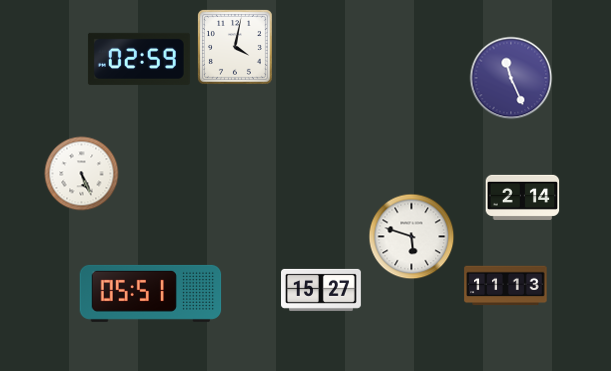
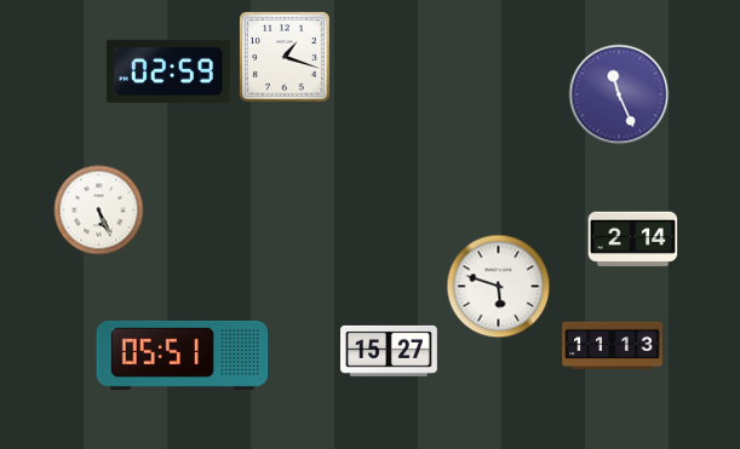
clock at (236, 48): 4:02 -> 1:18
